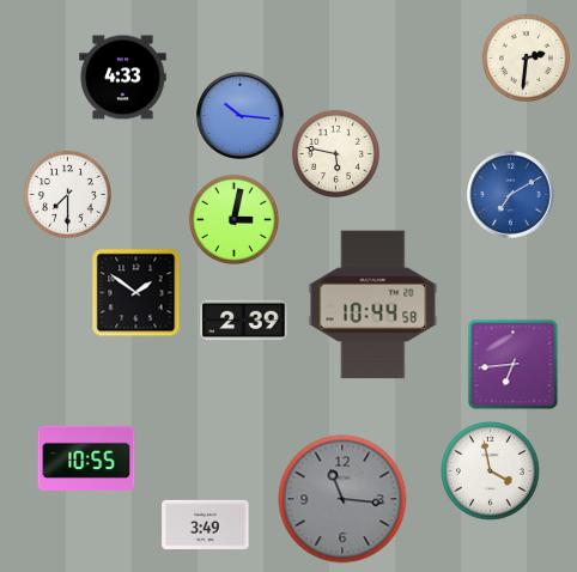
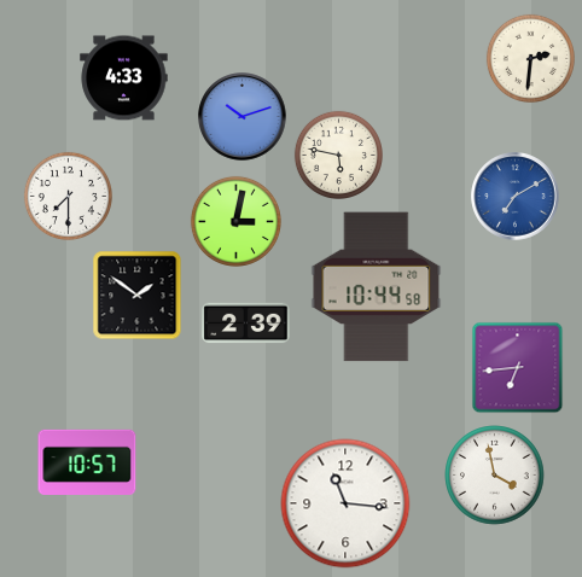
clock at (241, 116): 10:16 -> 10:12
clock at (373, 305) position: (373, 305) -> (377, 287)
clock at (86, 458): 10:55 -> 10:57
clock at (342, 499) dial: grey -> white
clock at (206, 524): 3:49 -> none
